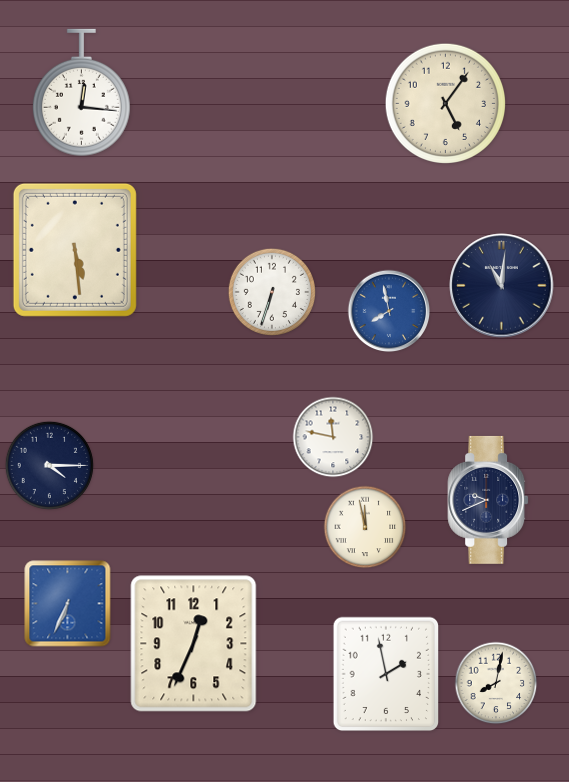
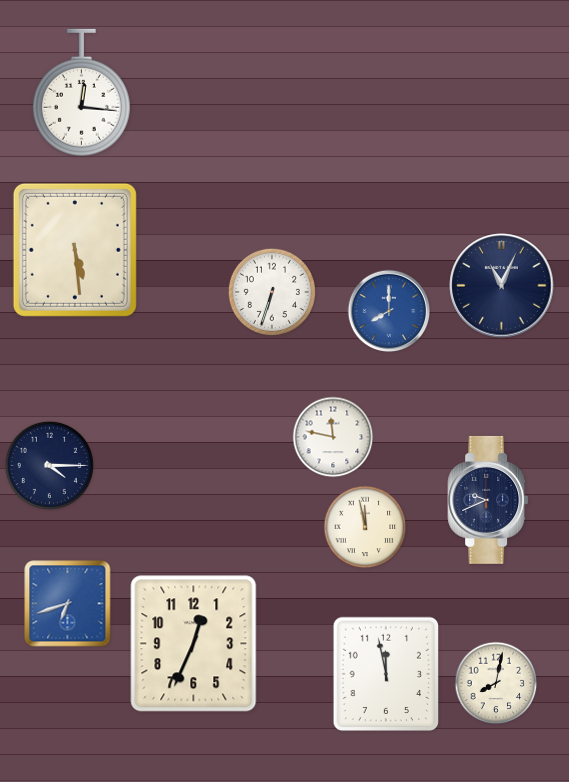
clock at (445, 103): 5:06 -> none
clock at (502, 286): 11:01 -> 11:04
clock at (389, 311): 7:58 -> 8:00
clock at (68, 604): 6:34 -> 6:42
clock at (386, 674): 1:58 -> 11:58
